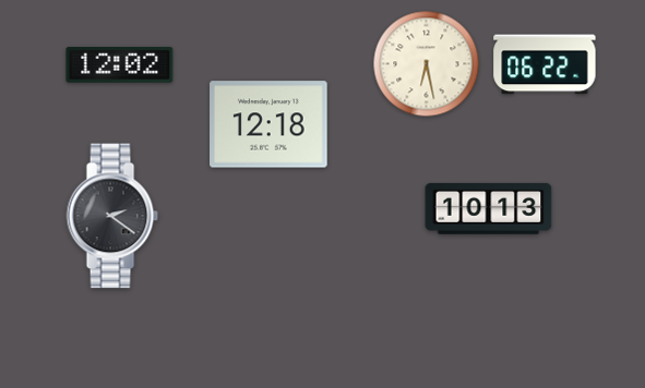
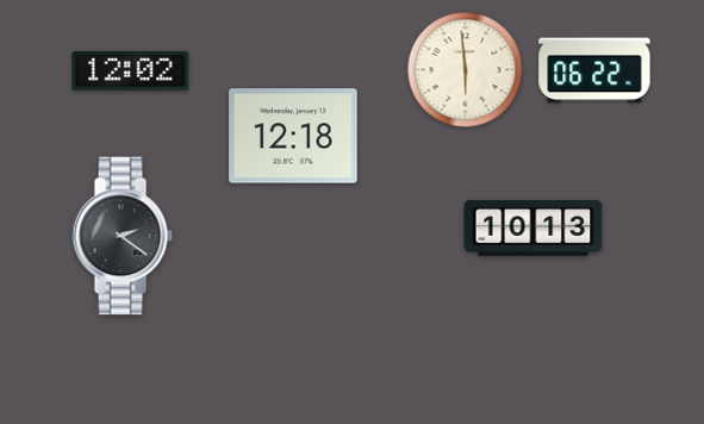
clock at (427, 64): 6:28 -> 5:59
